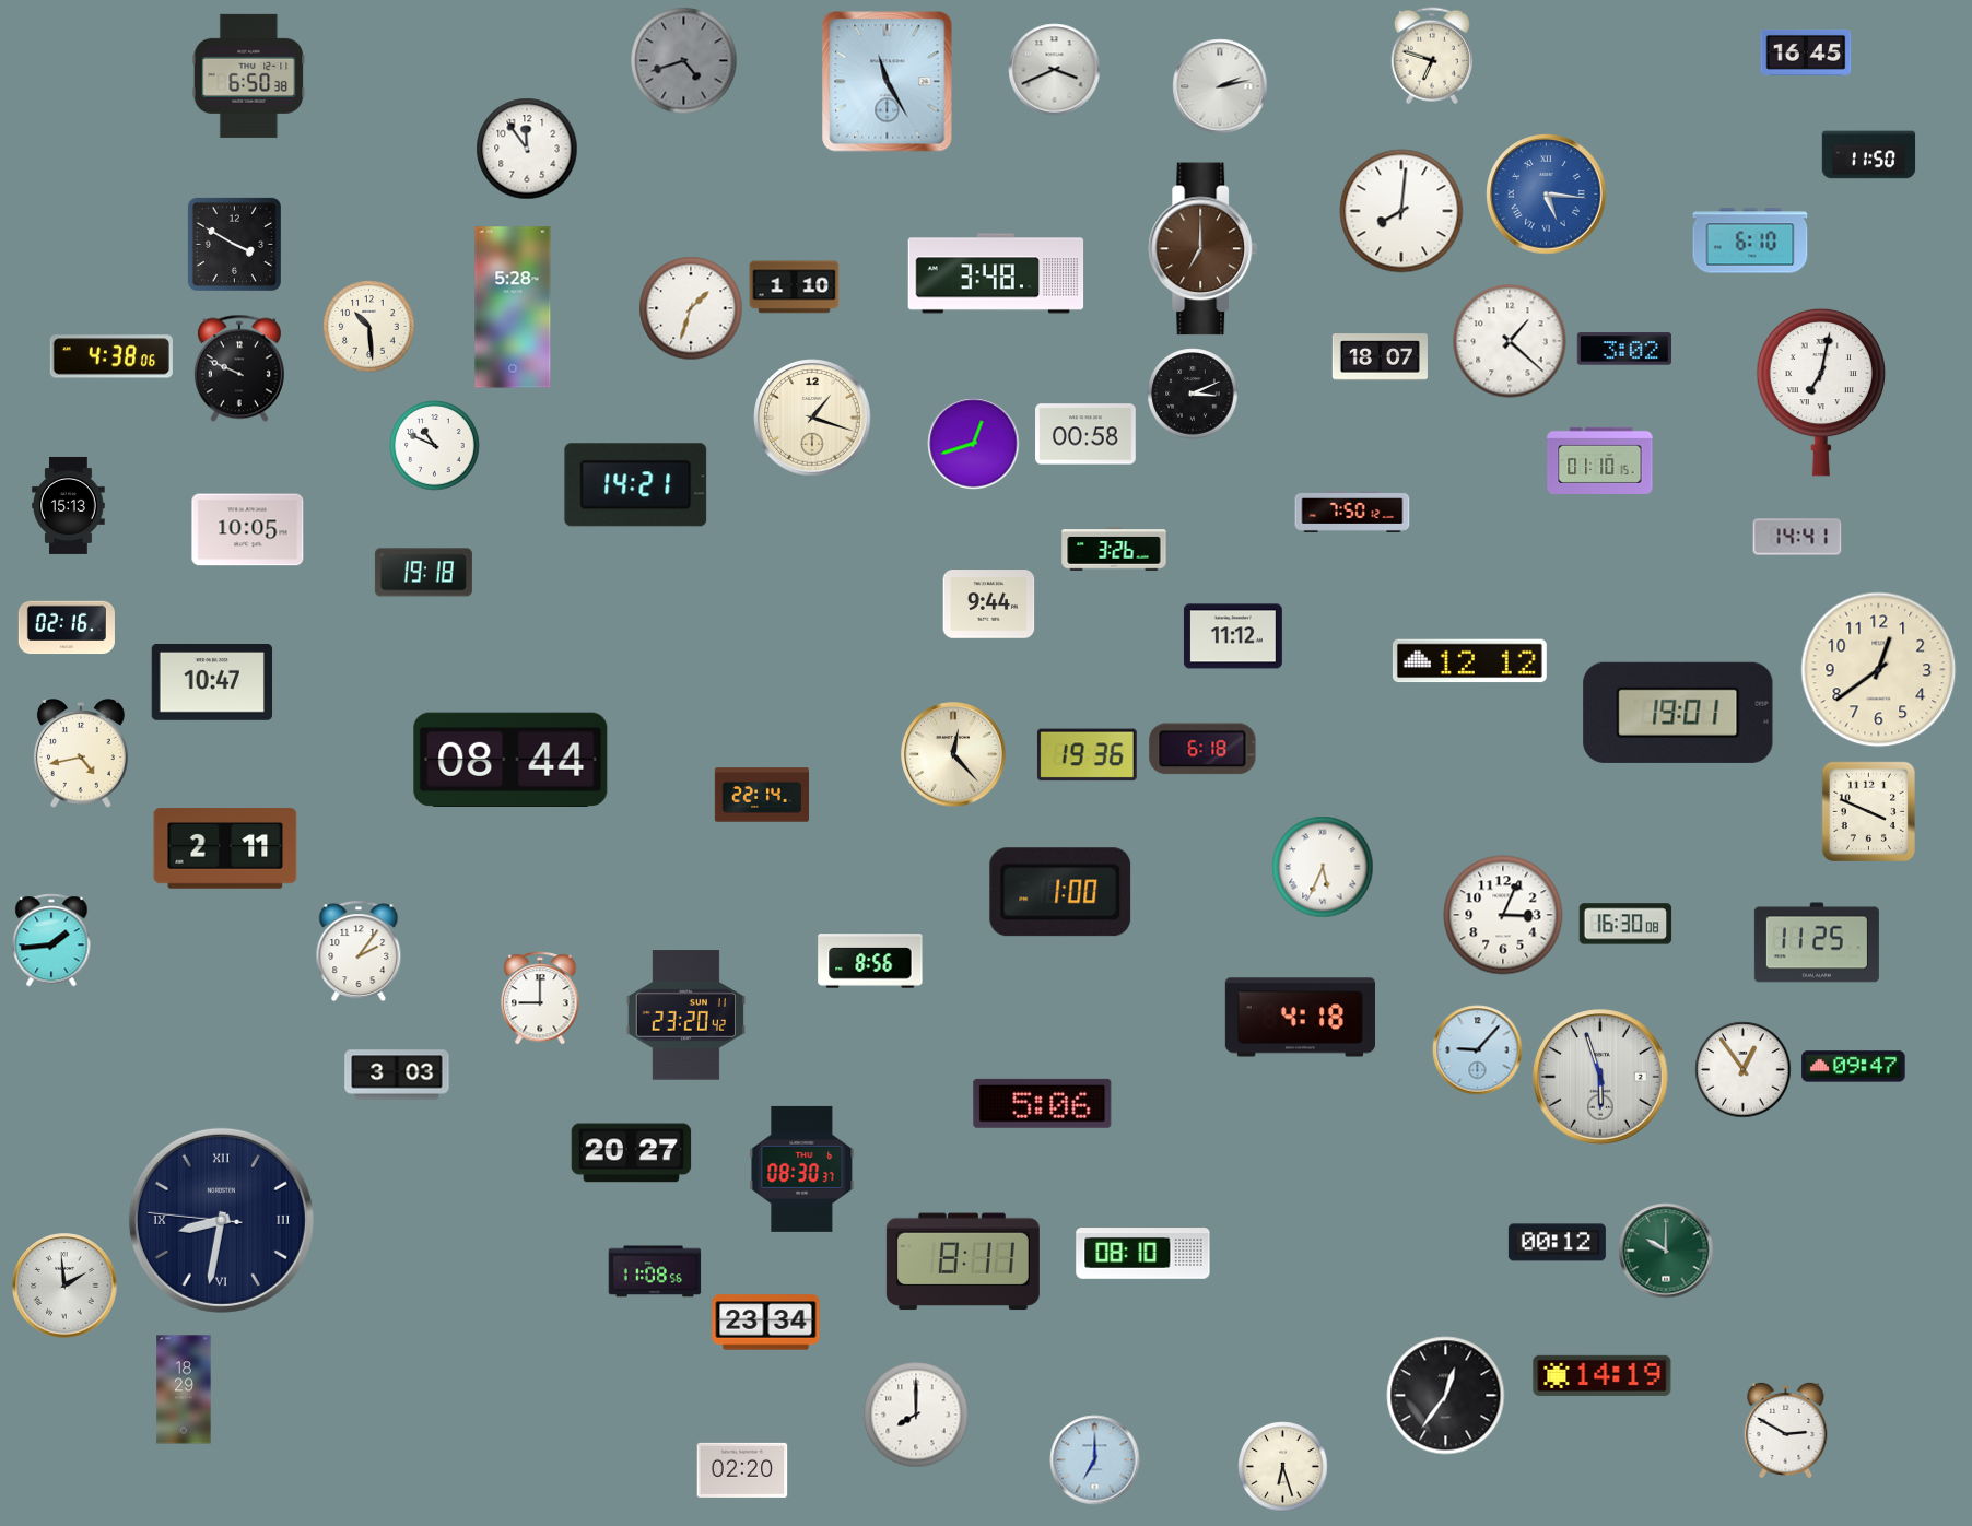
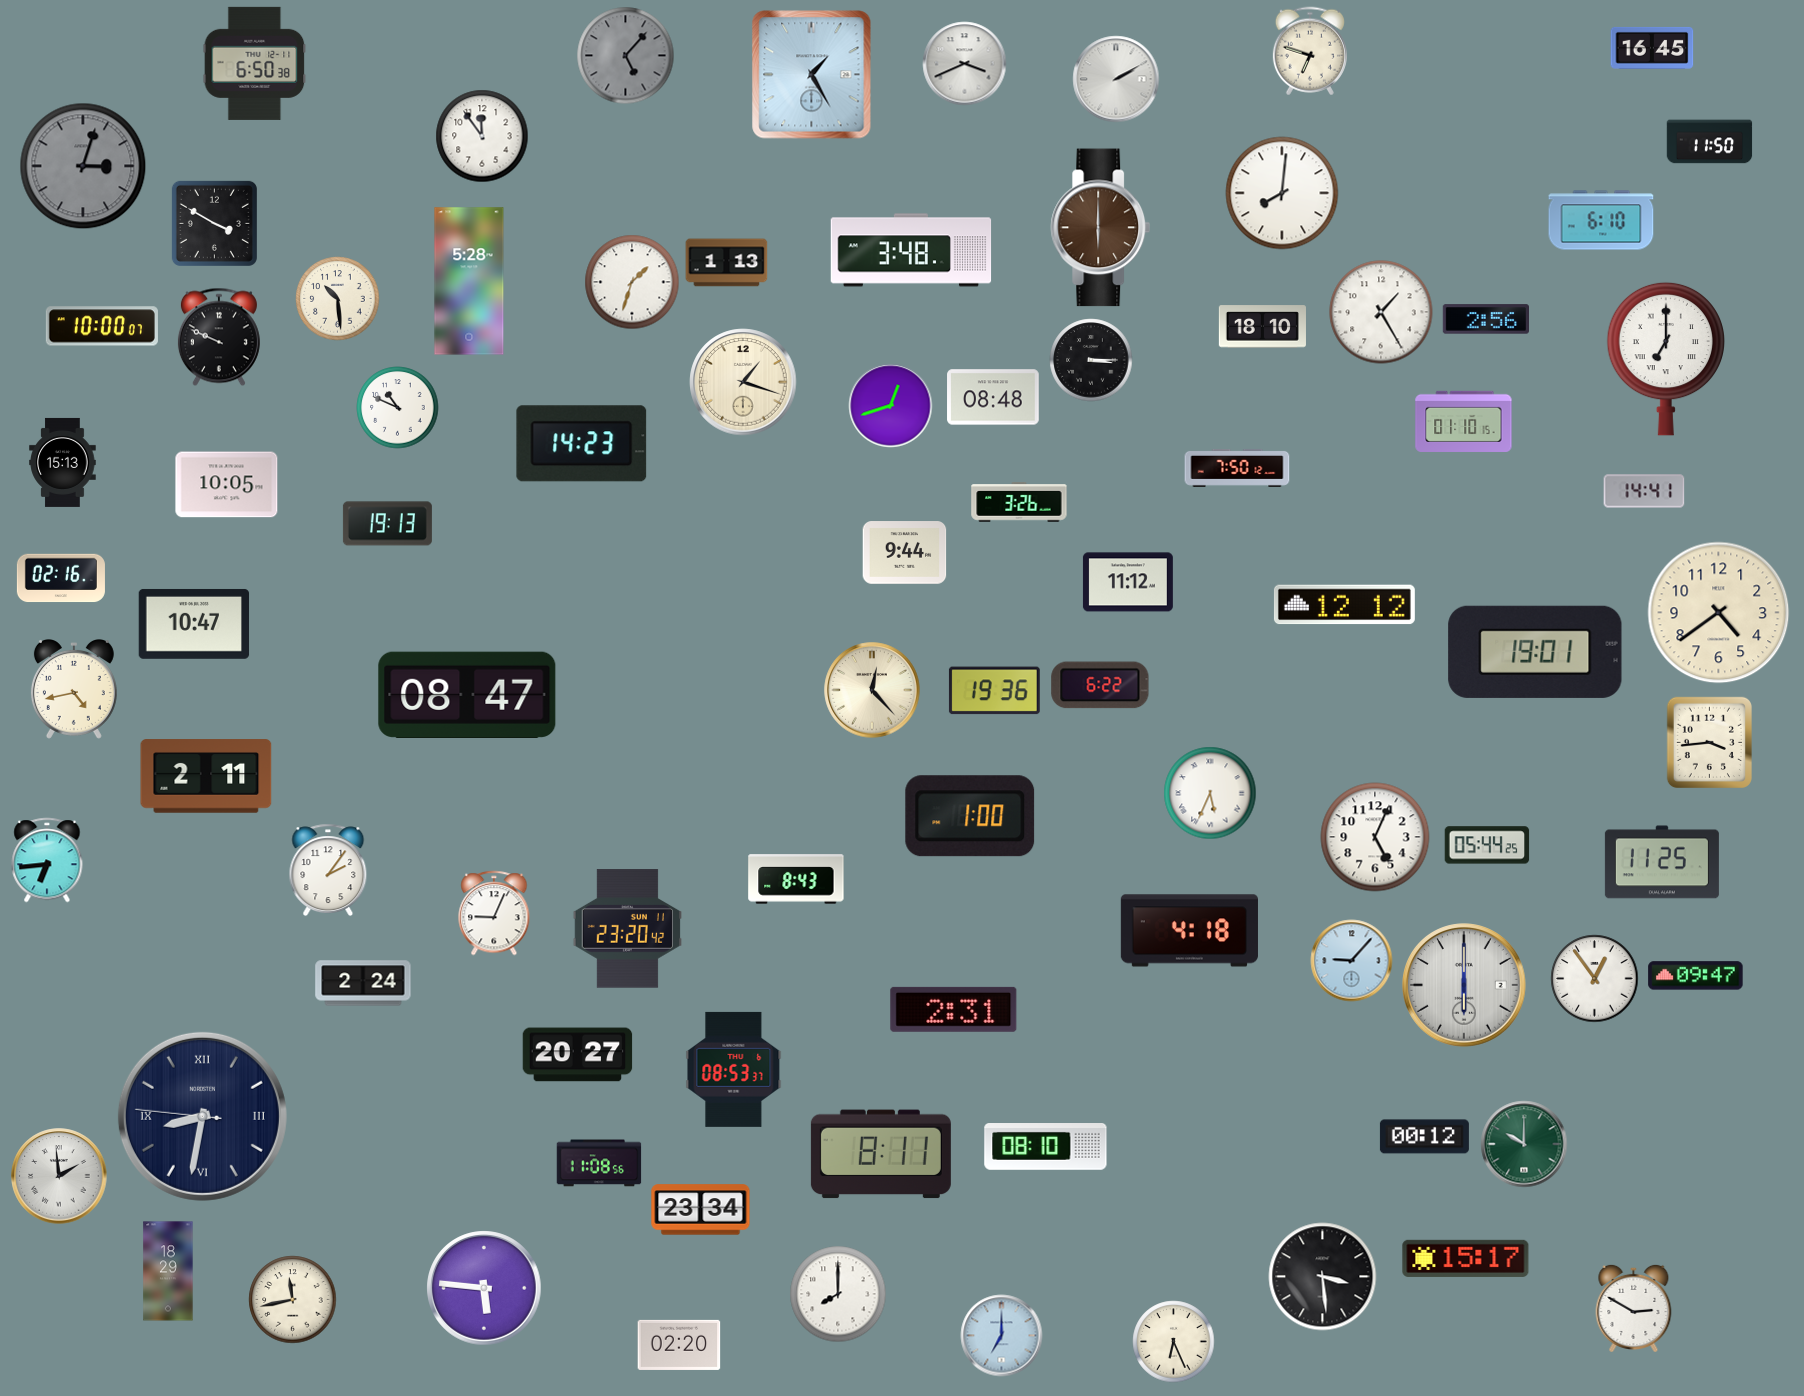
clock at (684, 61): 4:42 -> 5:07
clock at (249, 75) position: (249, 75) -> (255, 63)
clock at (888, 82): 11:25 -> 1:25
clock at (1220, 86): 2:13 -> 2:10
clock at (83, 166): none -> 3:03
clock at (1547, 195): 5:16 -> none
clock at (1204, 249): 7:00 -> 6:00
clock at (795, 287): 1:10 -> 1:13
clock at (1510, 341): 1:22 -> 1:25
clock at (1623, 349): 3:02 -> 2:56
clock at (111, 356): 4:38 -> 10:00
clock at (1380, 357): 18:07 -> 18:10
clock at (1820, 392): 7:02 -> 7:00
clock at (1193, 394): 3:11 -> 3:15
clock at (1085, 434): 00:58 -> 08:48
clock at (636, 485): 14:21 -> 14:23
clock at (423, 573): 19:18 -> 19:13
clock at (67, 627) position: (67, 627) -> (61, 578)
clock at (1879, 670): 12:39 -> 4:39
clock at (1202, 749): 6:18 -> 6:22
clock at (510, 759): 08:44 -> 08:47
clock at (762, 795): 22:14 -> none
clock at (1868, 811): 3:49 -> 3:44
clock at (1503, 915): 3:04 -> 5:04
clock at (1625, 924): 16:30 -> 05:44
clock at (51, 940): 1:44 -> 6:44
clock at (870, 961): 8:56 -> 8:43
clock at (540, 998): 9:00 -> 9:04
clock at (397, 1075): 3:03 -> 2:24
clock at (1601, 1078): 5:57 -> 6:00
clock at (1043, 1103): 5:06 -> 2:31
clock at (802, 1169): 08:30 -> 08:53
clock at (1603, 1375): 14:19 -> 15:17
clock at (1446, 1396): 12:36 -> 3:29
clock at (484, 1288): none -> 5:46
clock at (293, 1300): none -> 11:43
clock at (1283, 1467): 6:27 -> 6:26
